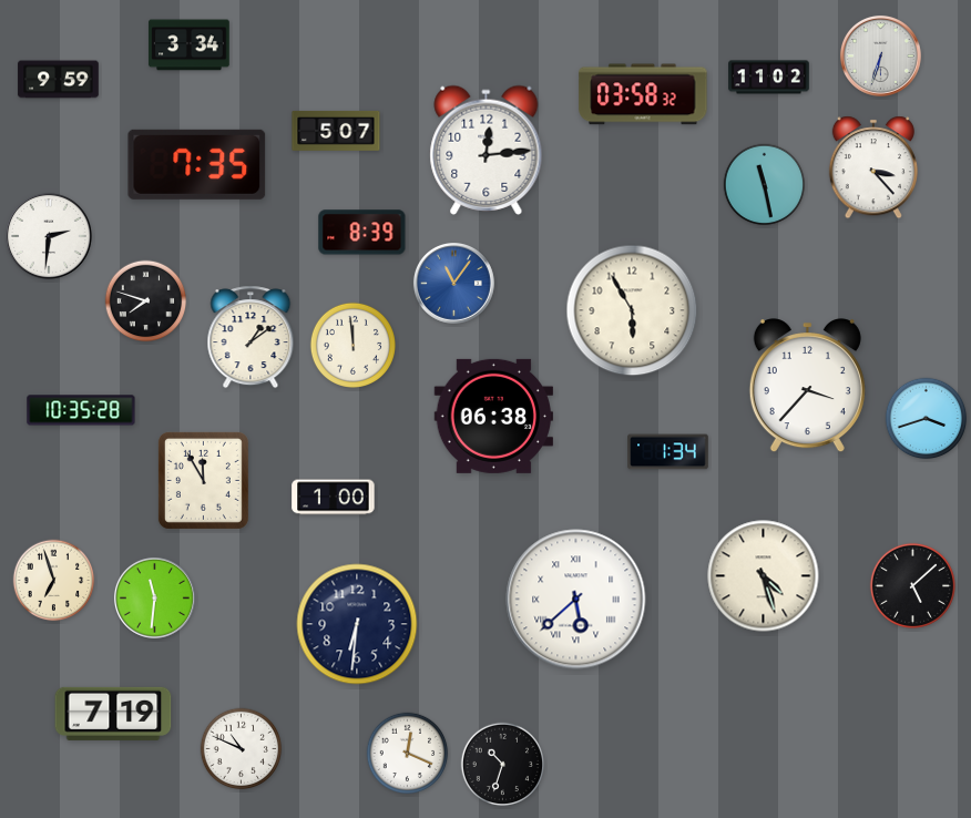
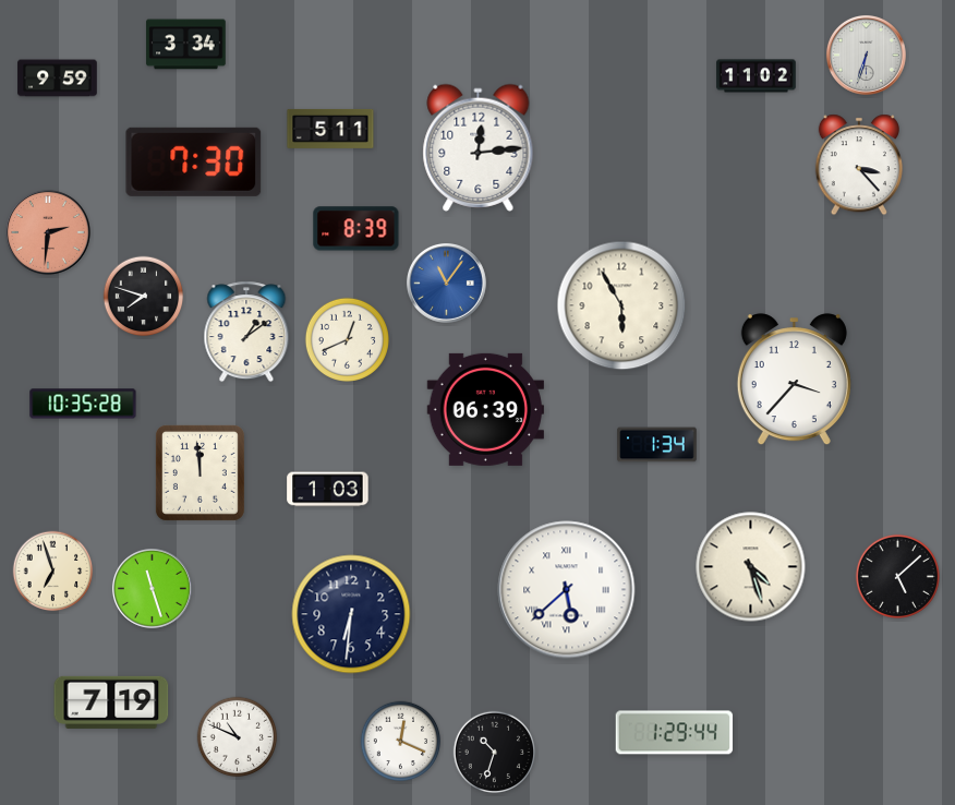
clock at (643, 94): 03:58 -> none
clock at (336, 131): 5:07 -> 5:11
clock at (197, 164): 7:35 -> 7:30
clock at (765, 185): 11:28 -> none
clock at (50, 237) dial: white -> salmon
clock at (453, 283) position: (453, 283) -> (446, 283)
clock at (352, 345): 11:59 -> 12:41
clock at (81, 410) position: (81, 410) -> (83, 404)
clock at (493, 416): 06:38 -> 06:39
clock at (927, 419): 3:42 -> none
clock at (203, 480): 11:55 -> 11:59
clock at (334, 498): 1:00 -> 1:03
clock at (154, 597): 11:31 -> 11:27
clock at (675, 733): none -> 1:29
